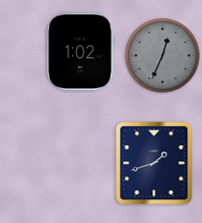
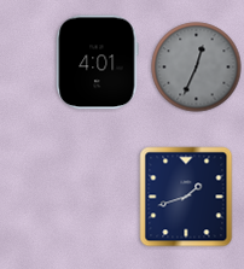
clock at (81, 52): 1:02 -> 4:01
